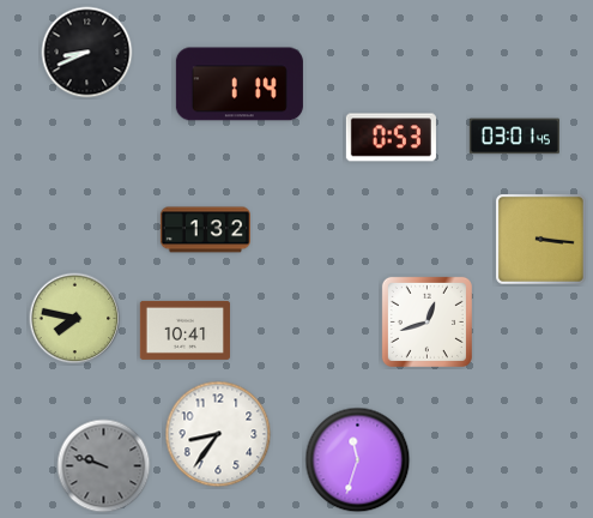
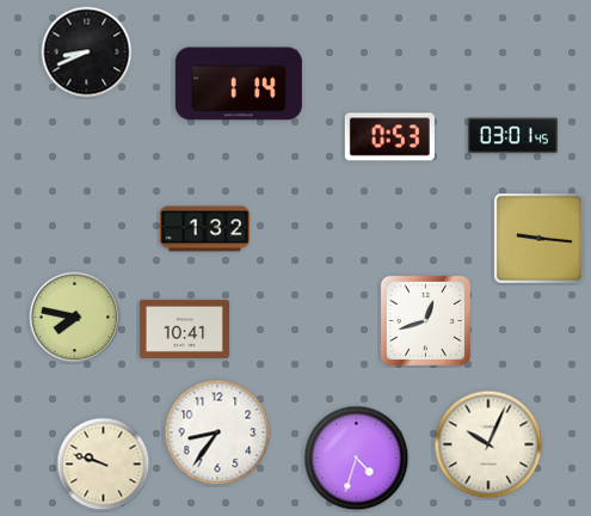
clock at (540, 239): 3:16 -> 9:16
clock at (488, 444): none -> 10:04
clock at (358, 460): 11:33 -> 4:33
clock at (104, 466) dial: grey -> cream
